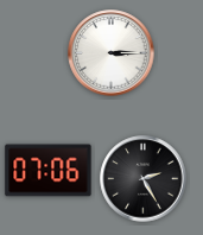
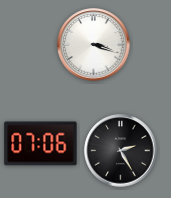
clock at (112, 53): 3:15 -> 3:18
